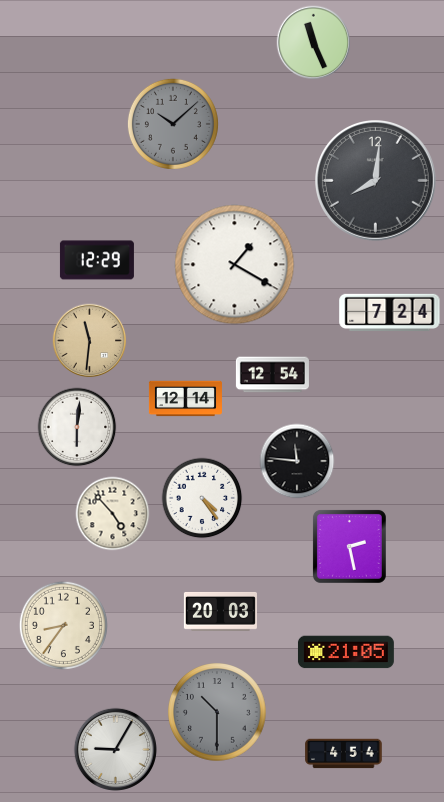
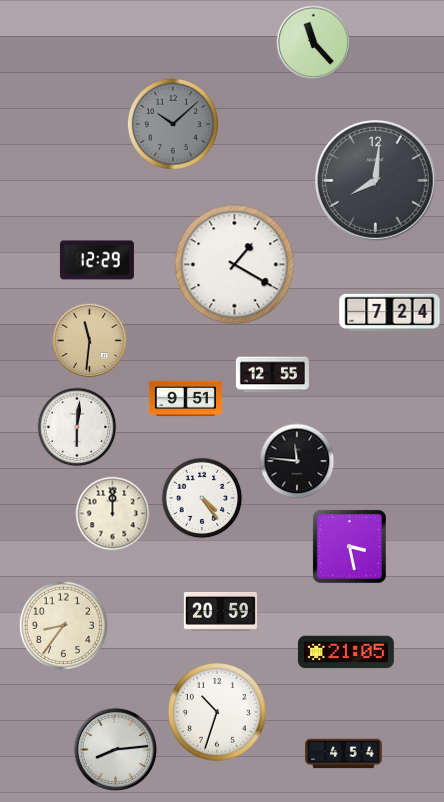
clock at (314, 43): 11:26 -> 11:23
clock at (272, 375): 12:54 -> 12:55
clock at (185, 399): 12:14 -> 9:51
clock at (113, 514): 4:53 -> 12:00
clock at (349, 546): 2:28 -> 3:28
clock at (220, 611): 20:03 -> 20:59
clock at (218, 713): 10:30 -> 10:33
clock at (218, 713) dial: grey -> white
clock at (115, 749): 9:05 -> 8:14
